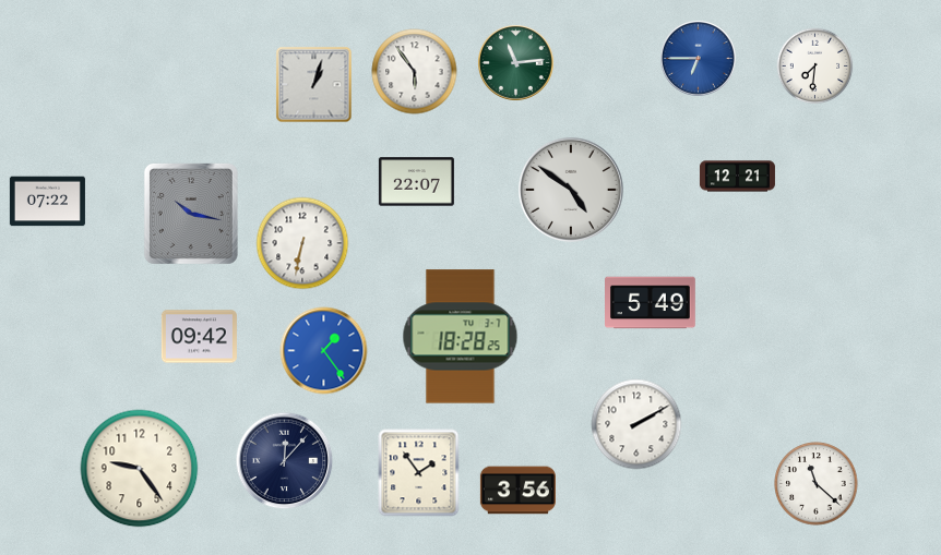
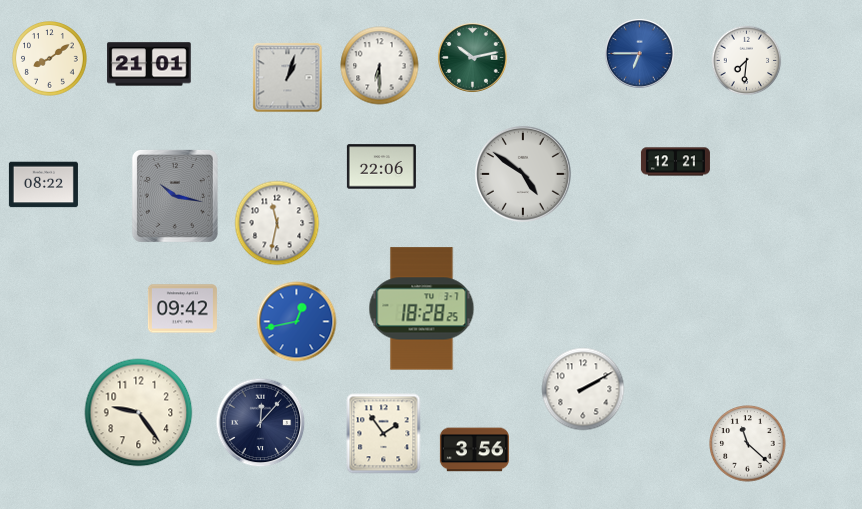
clock at (516, 63): 11:14 -> 10:13
clock at (50, 59): none -> 8:09
clock at (149, 64): none -> 21:01
clock at (415, 72): 5:54 -> 6:30
clock at (416, 182): 22:07 -> 22:06
clock at (47, 202): 07:22 -> 08:22
clock at (302, 243): 6:32 -> 11:32
clock at (651, 303): 5:49 -> none
clock at (324, 351): 1:24 -> 12:43
clock at (140, 469) position: (140, 469) -> (139, 413)
